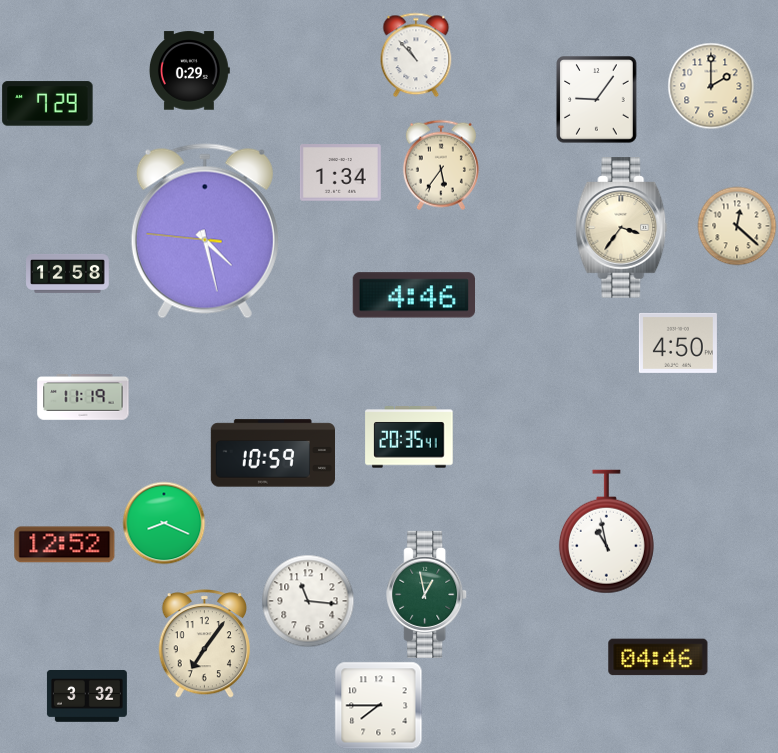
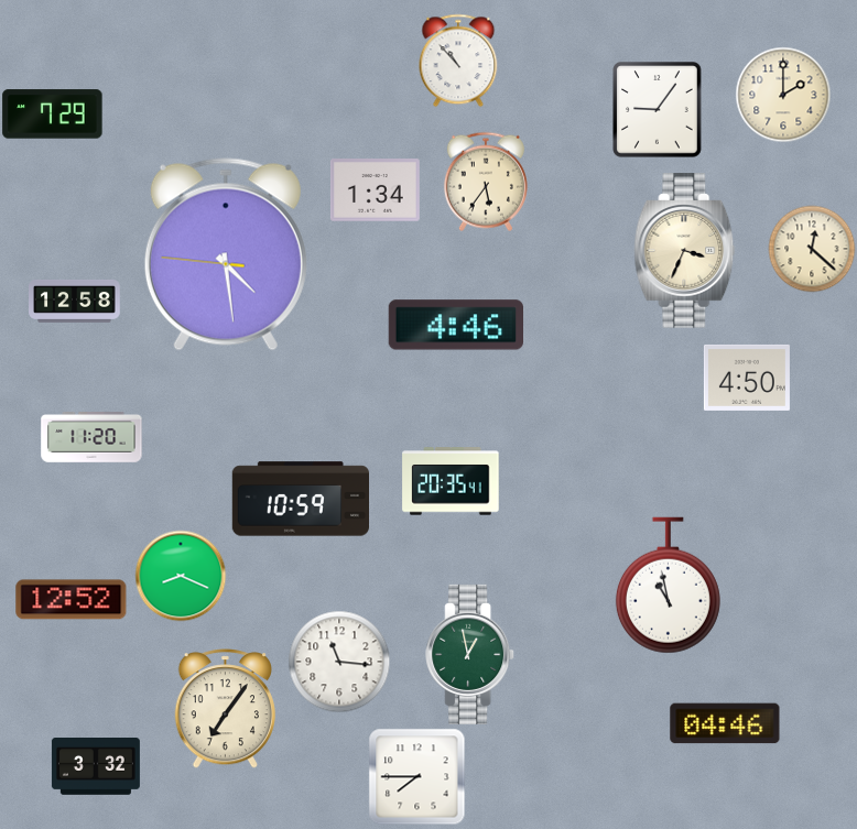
clock at (189, 71): 0:29 -> none
clock at (622, 228): 3:36 -> 3:34
clock at (205, 231): 4:27 -> 4:28
clock at (83, 398): 11:19 -> 11:20
